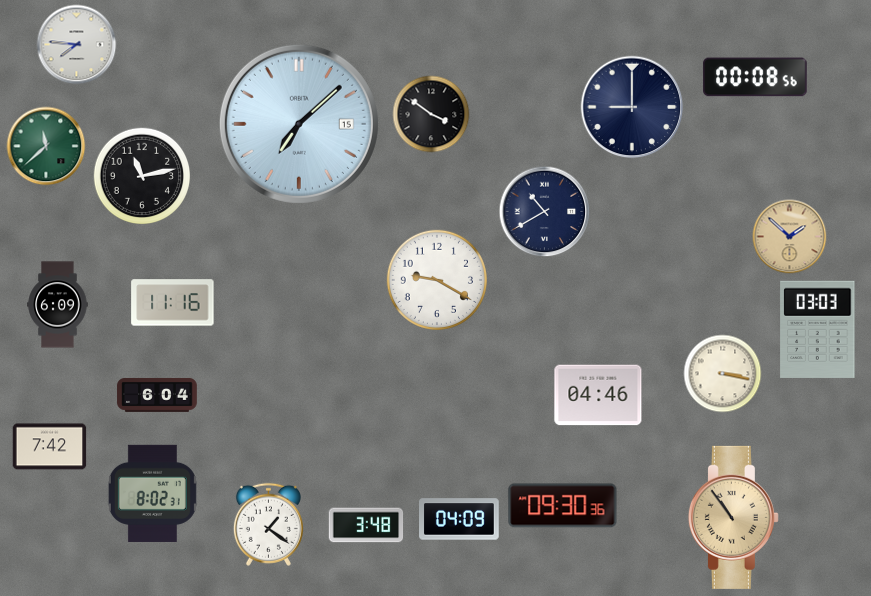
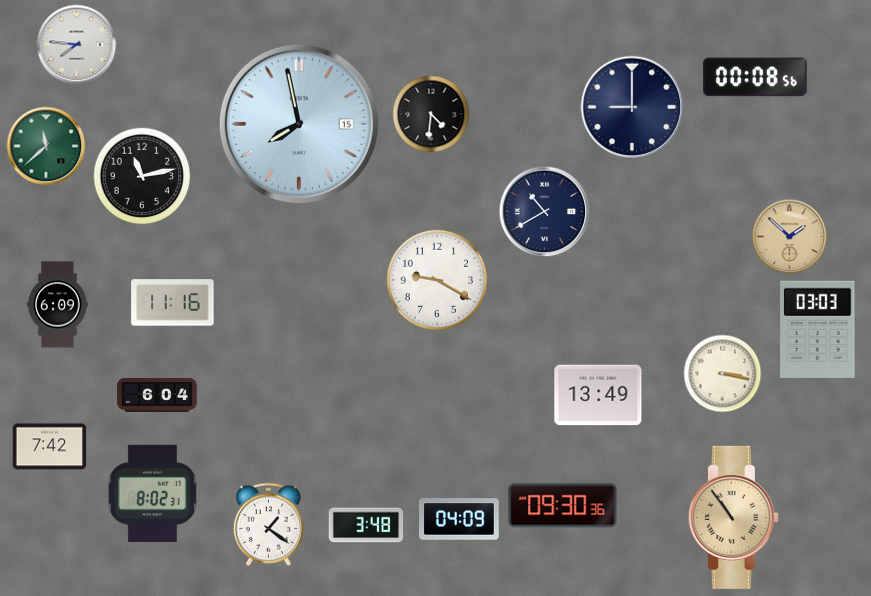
clock at (431, 114): 3:51 -> 4:31
clock at (299, 124): 7:08 -> 7:58
clock at (598, 395): 04:46 -> 13:49
